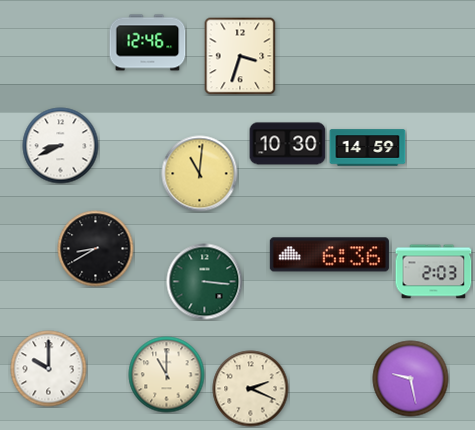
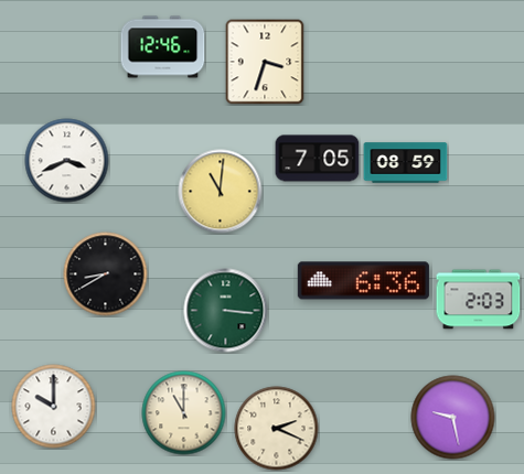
clock at (288, 144): 10:30 -> 7:05
clock at (61, 146): 8:41 -> 3:41
clock at (368, 148): 14:59 -> 08:59
